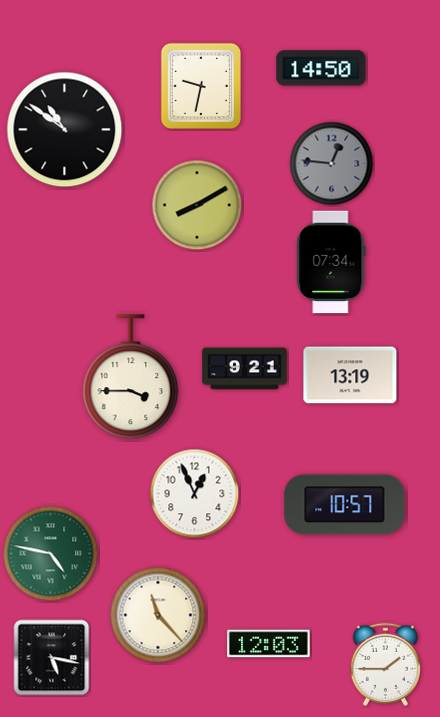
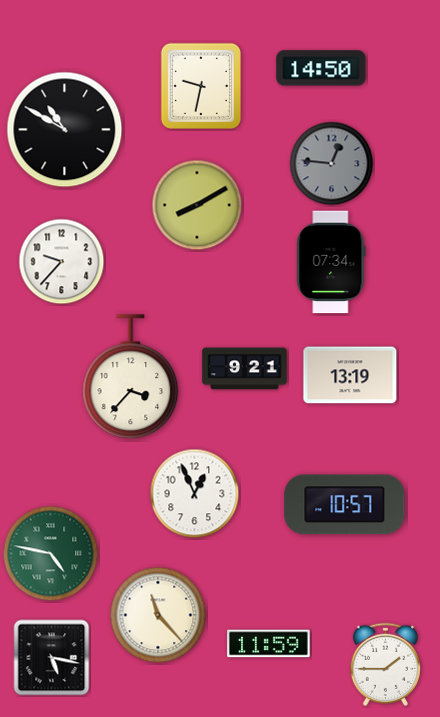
clock at (65, 130): 10:51 -> 10:50
clock at (62, 262): none -> 9:37
clock at (131, 377): 3:45 -> 3:37
clock at (269, 644): 12:03 -> 11:59
